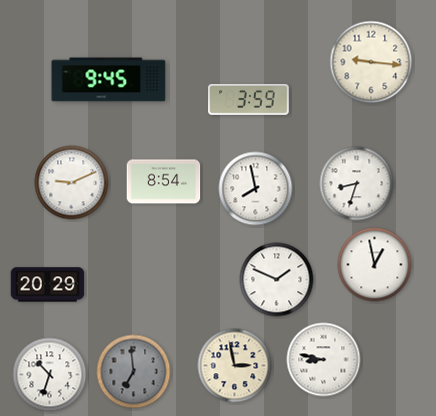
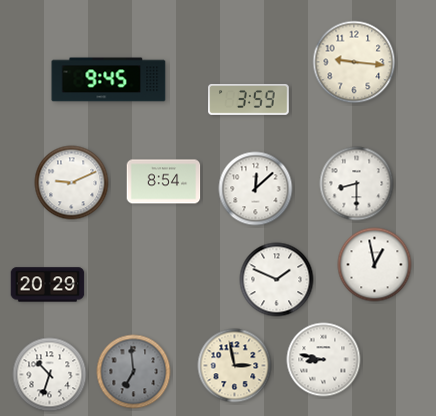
clock at (371, 62) position: (371, 62) -> (354, 62)
clock at (357, 184): 8:33 -> 8:30
clock at (256, 189): 7:58 -> 12:08
